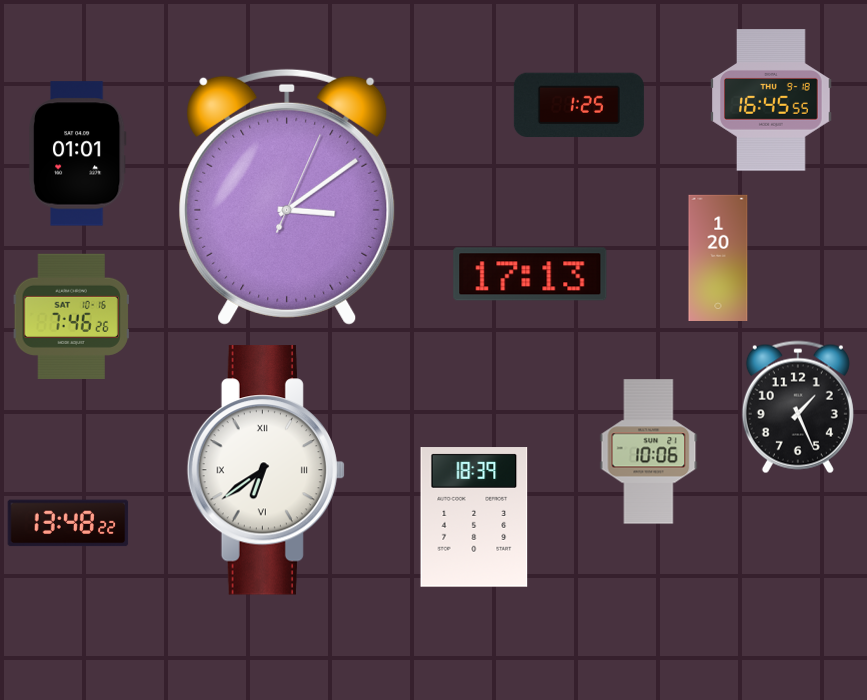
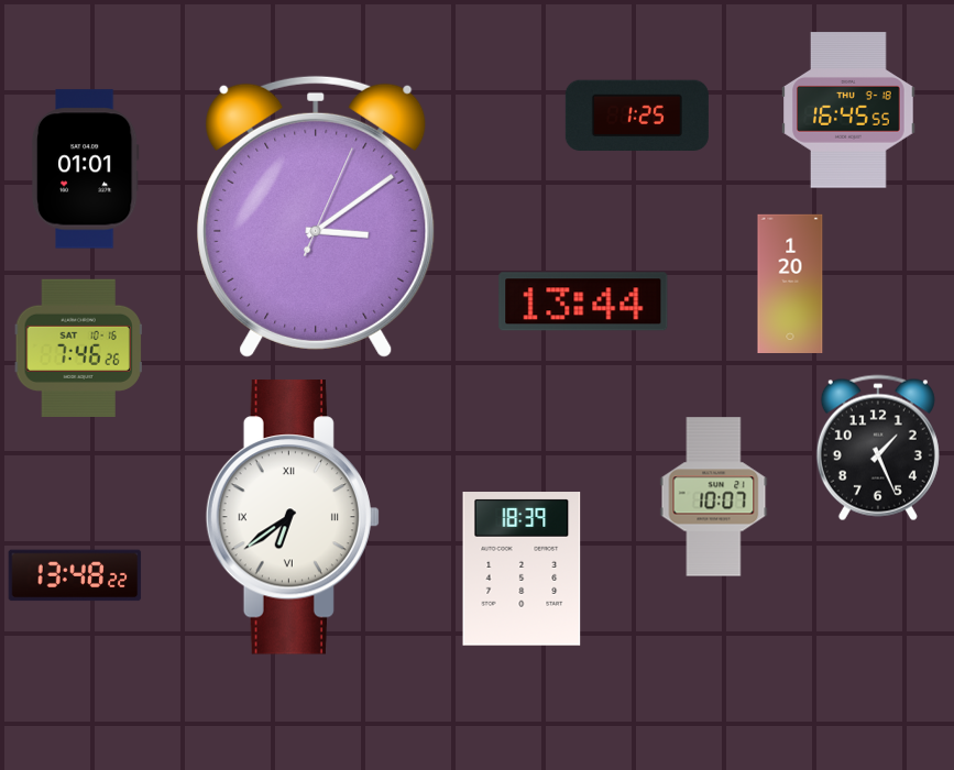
clock at (530, 274): 17:13 -> 13:44
clock at (649, 452): 10:06 -> 10:07
